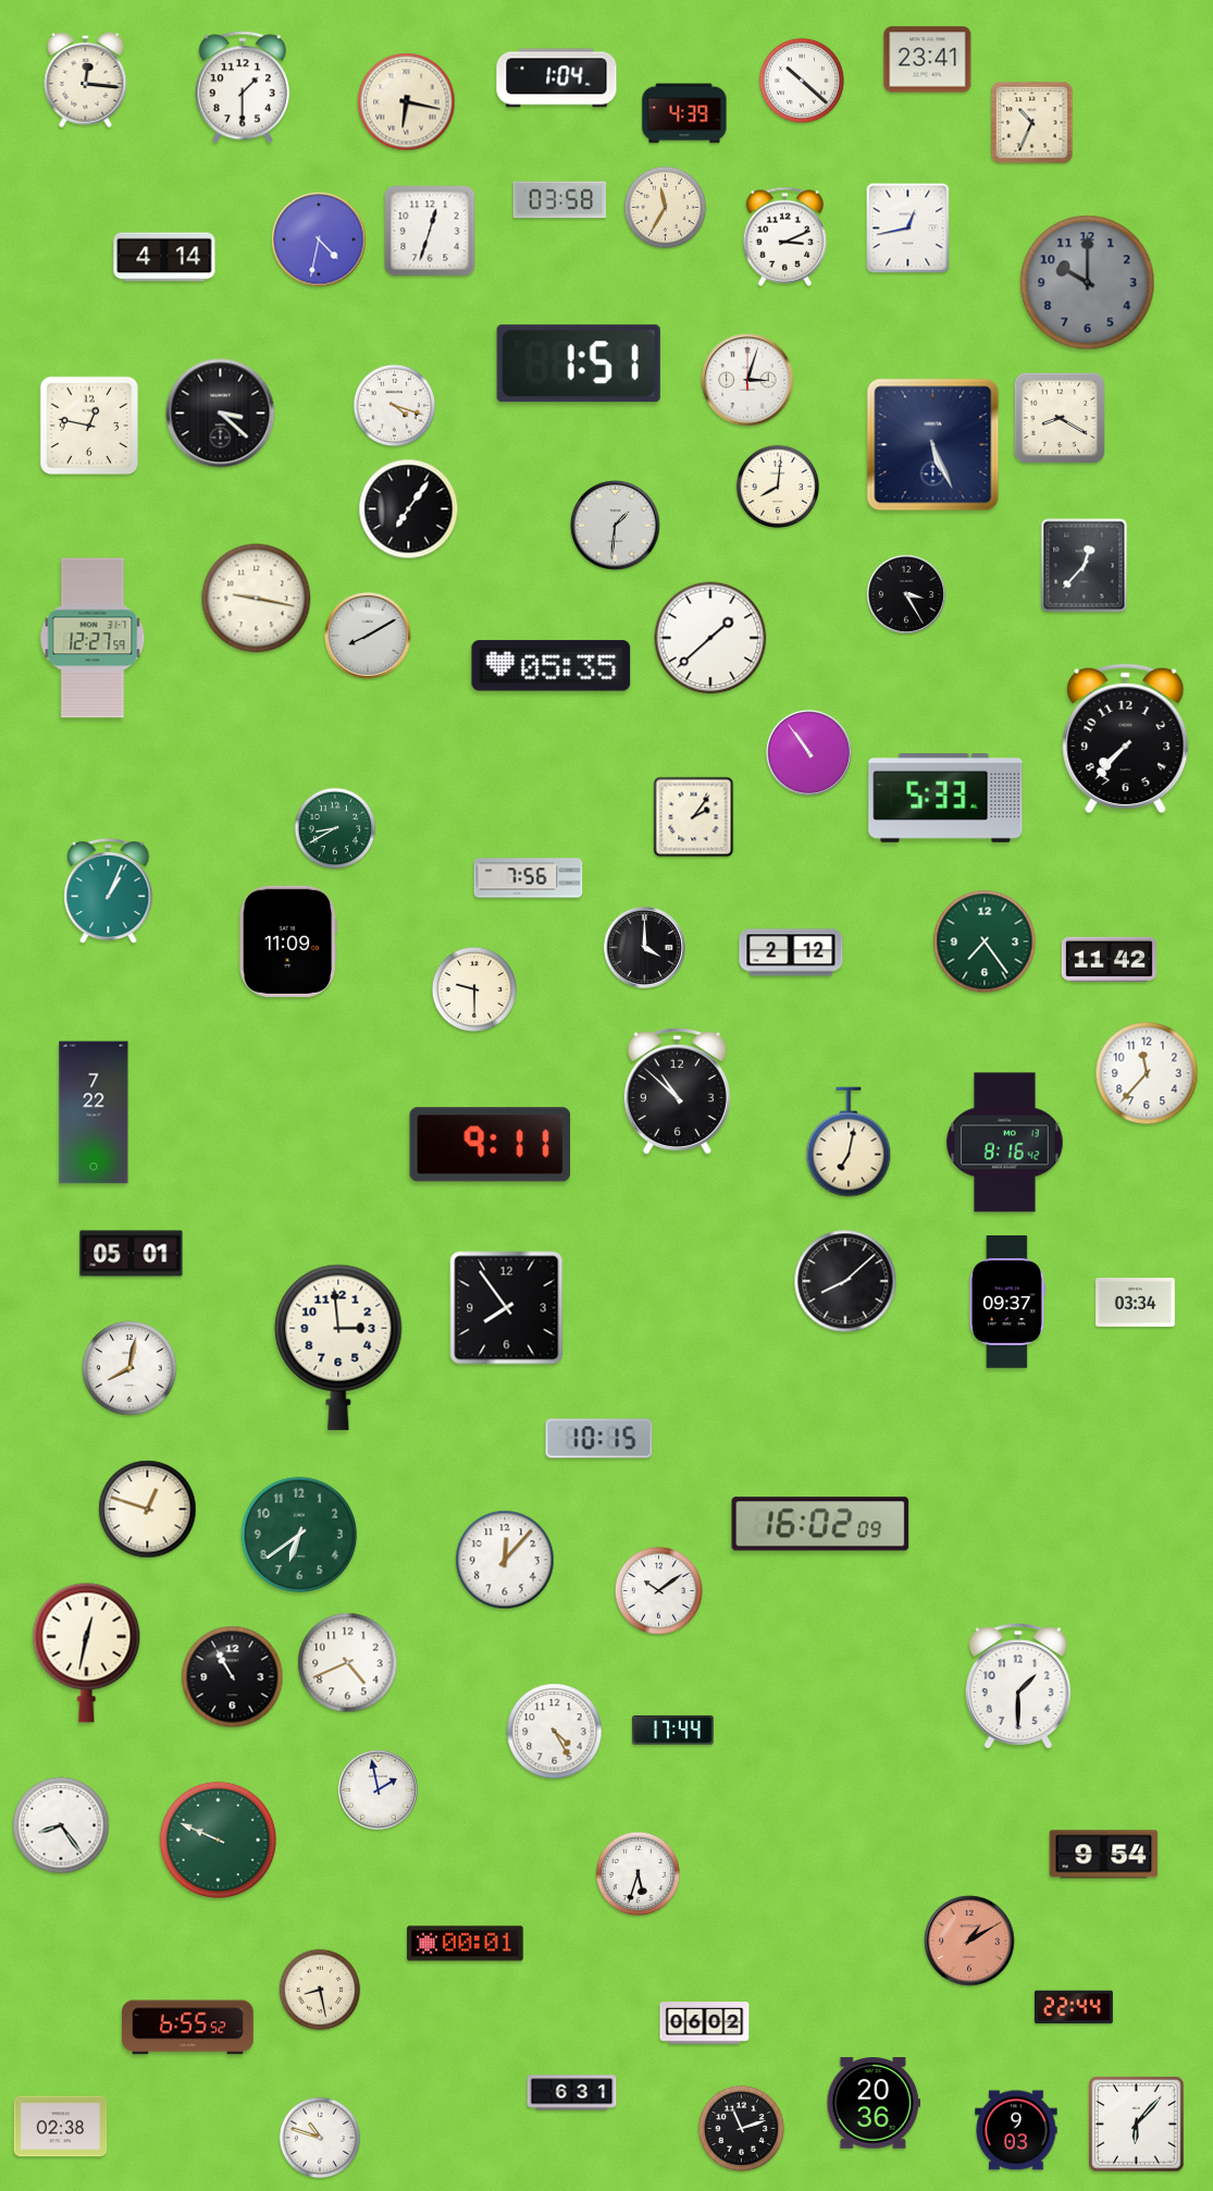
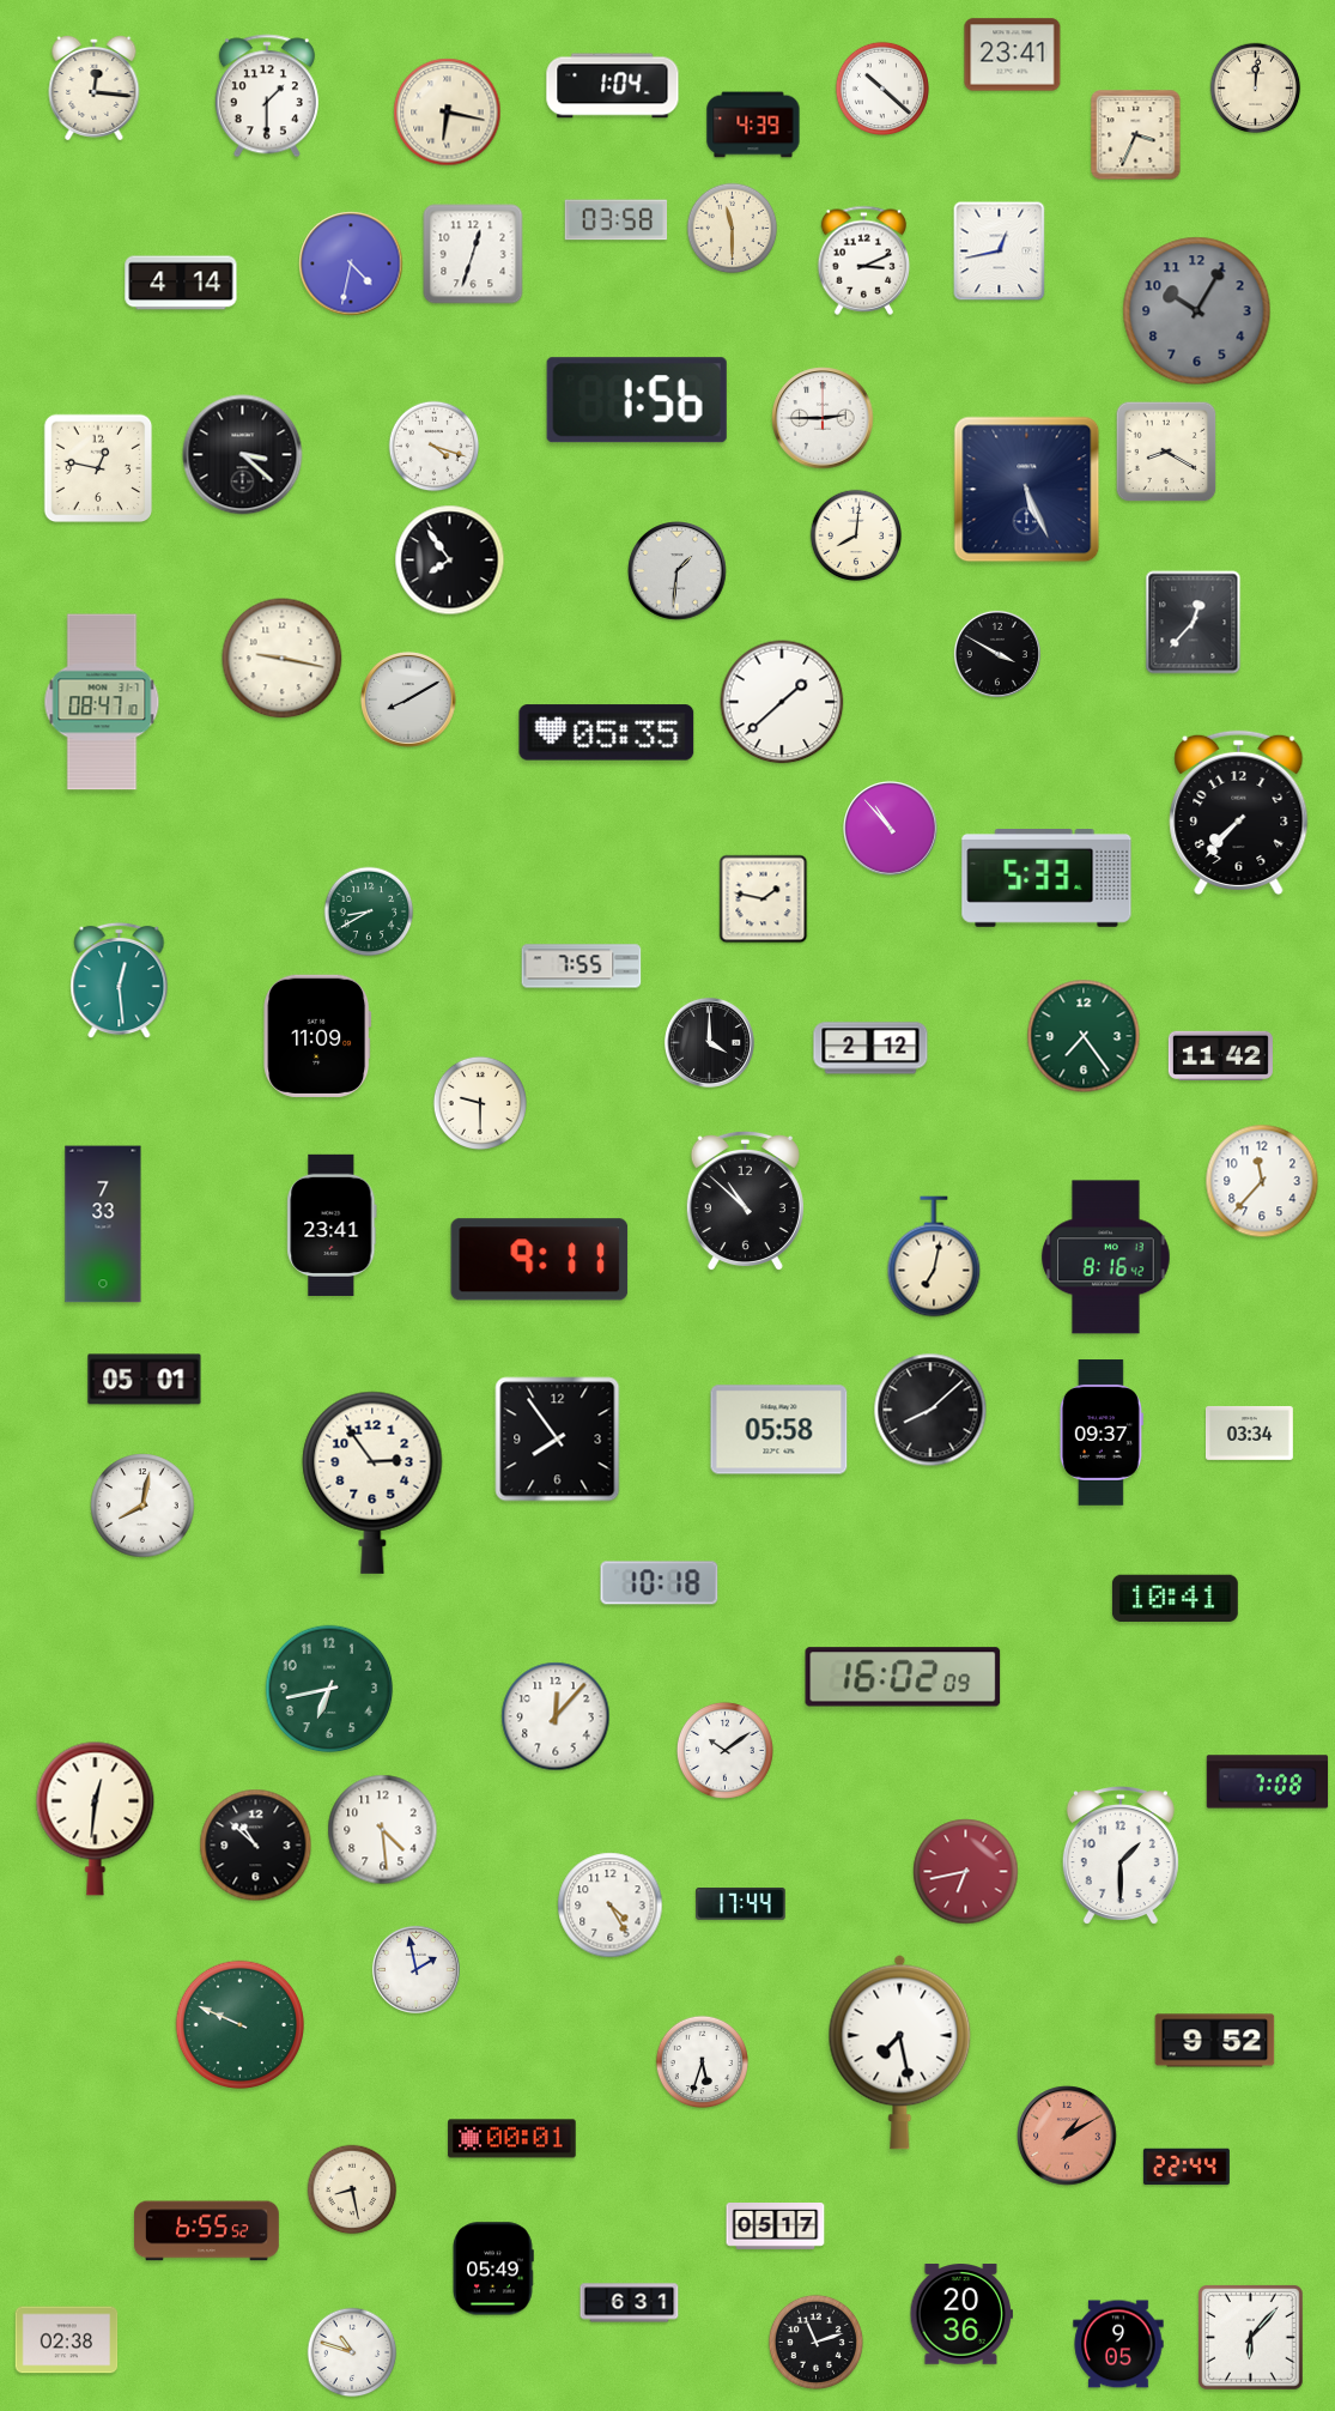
clock at (928, 60) position: (928, 60) -> (1013, 55)
clock at (1256, 89): none -> 12:01
clock at (1032, 123): 10:34 -> 3:34
clock at (666, 208): 11:35 -> 11:30
clock at (1088, 283): 10:00 -> 10:05
clock at (579, 364): 1:51 -> 1:56
clock at (747, 380): 3:03 -> 2:45
clock at (1060, 418) position: (1060, 418) -> (1166, 452)
clock at (409, 509): 7:06 -> 7:54
clock at (616, 526) position: (616, 526) -> (678, 571)
clock at (906, 594): 3:25 -> 3:50
clock at (368, 636) position: (368, 636) -> (408, 699)
clock at (92, 638): 12:27 -> 08:47
clock at (809, 753): 10:54 -> 10:53
clock at (945, 799) position: (945, 799) -> (1046, 879)
clock at (694, 817): 2:06 -> 1:47
clock at (529, 878): 7:56 -> 7:55
clock at (109, 891): 1:04 -> 12:29
clock at (474, 989) position: (474, 989) -> (480, 1103)
clock at (94, 1112): 7:22 -> 7:33
clock at (332, 1225): none -> 23:41
clock at (779, 1430): none -> 05:58
clock at (1007, 1302) position: (1007, 1302) -> (1102, 1432)
clock at (338, 1347): 2:59 -> 2:54
clock at (599, 1439): 10:15 -> 10:18
clock at (1175, 1598): none -> 10:41
clock at (148, 1510): 12:48 -> none
clock at (299, 1535): 6:39 -> 6:43
clock at (1268, 1782): none -> 7:08
clock at (87, 1652): 12:32 -> 12:31
clock at (348, 1663): 4:41 -> 4:29
clock at (233, 1677): 10:55 -> 10:52
clock at (966, 1872): none -> 6:43
clock at (61, 1825): 8:24 -> none
clock at (1104, 1855): 9:54 -> 9:52
clock at (900, 2052): none -> 7:28
clock at (1074, 2007) position: (1074, 2007) -> (1187, 2167)
clock at (705, 2023): 06:02 -> 05:17
clock at (493, 2268): none -> 05:49
clock at (1016, 2130): 9:03 -> 9:05
